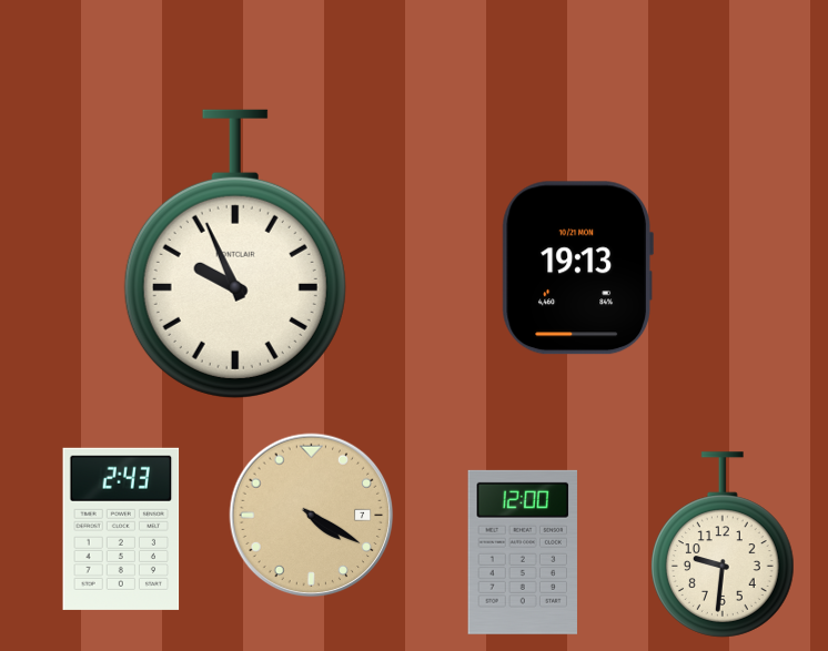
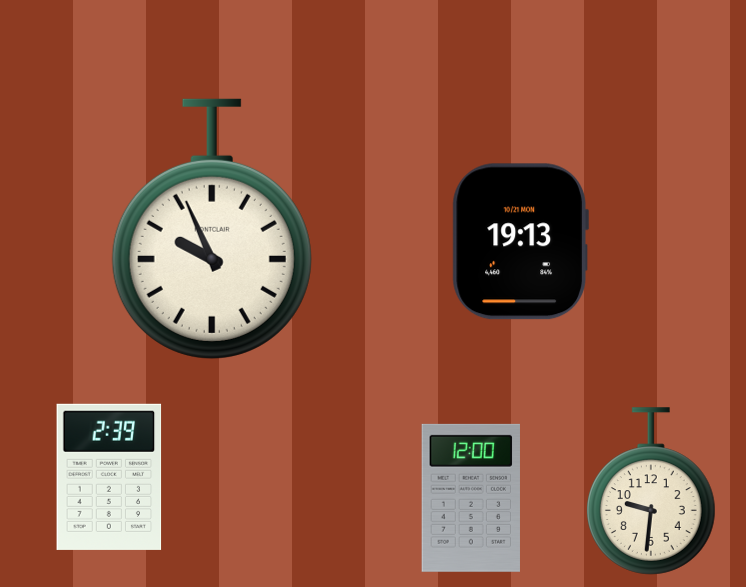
clock at (312, 516): 4:20 -> none
clock at (121, 529): 2:43 -> 2:39
